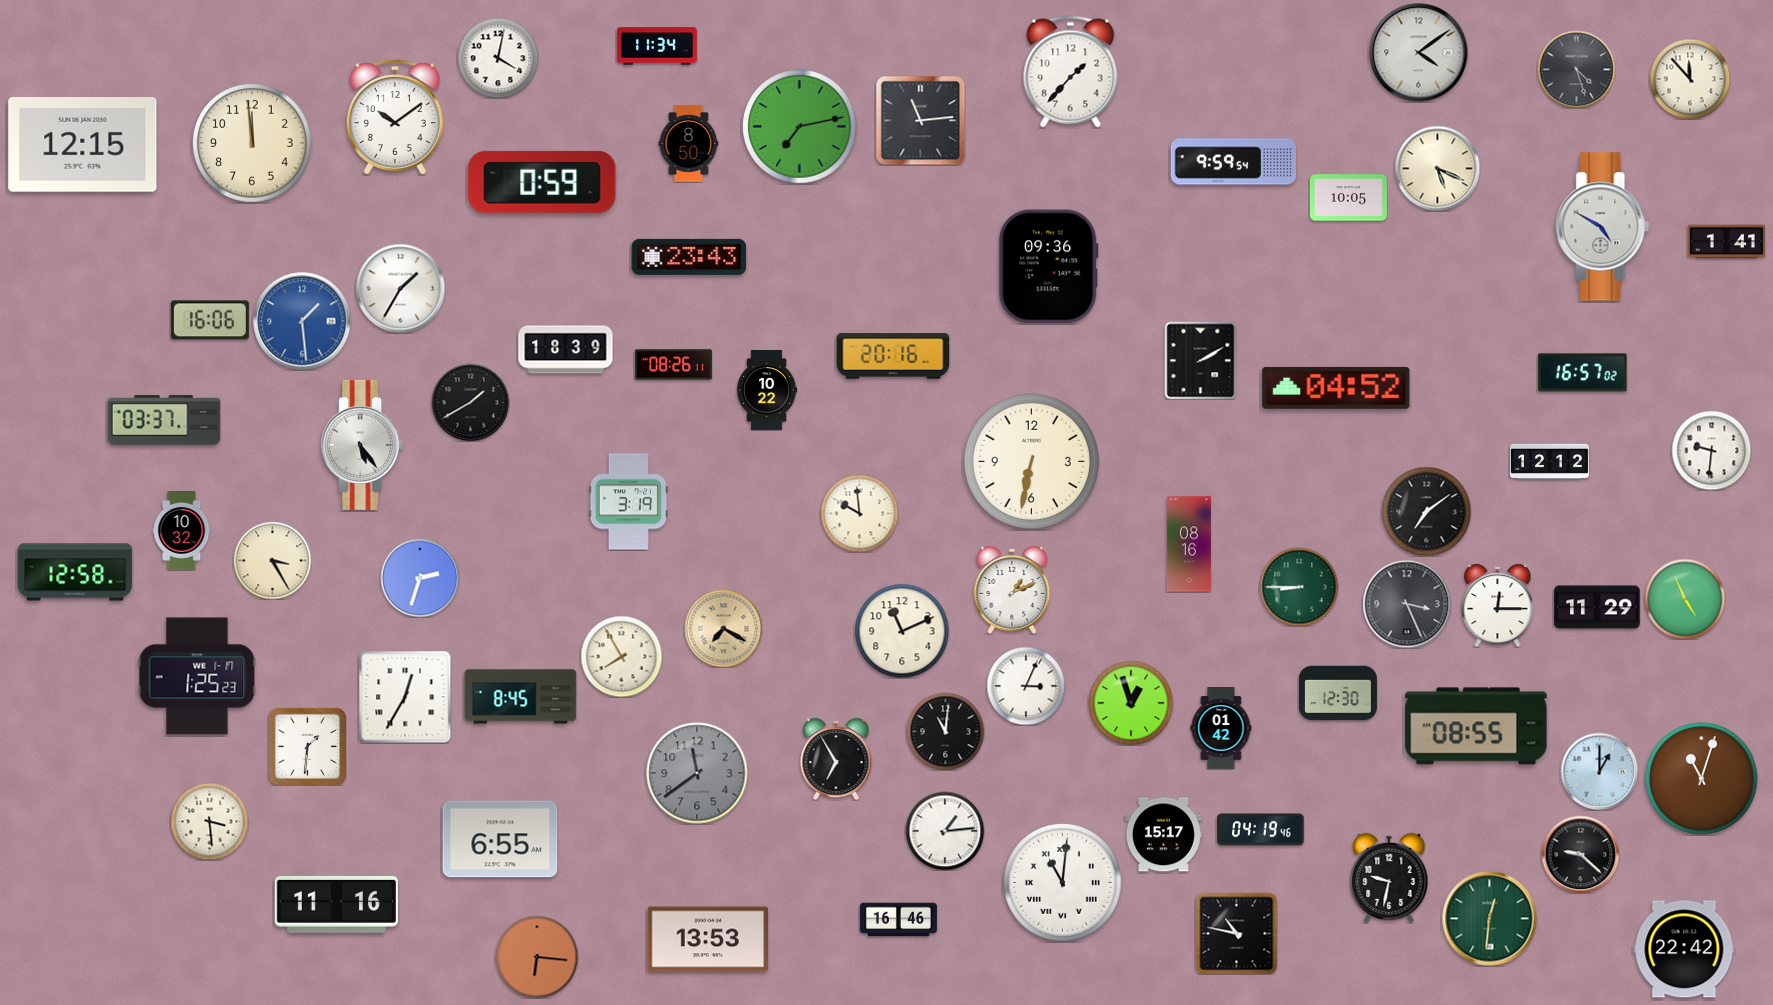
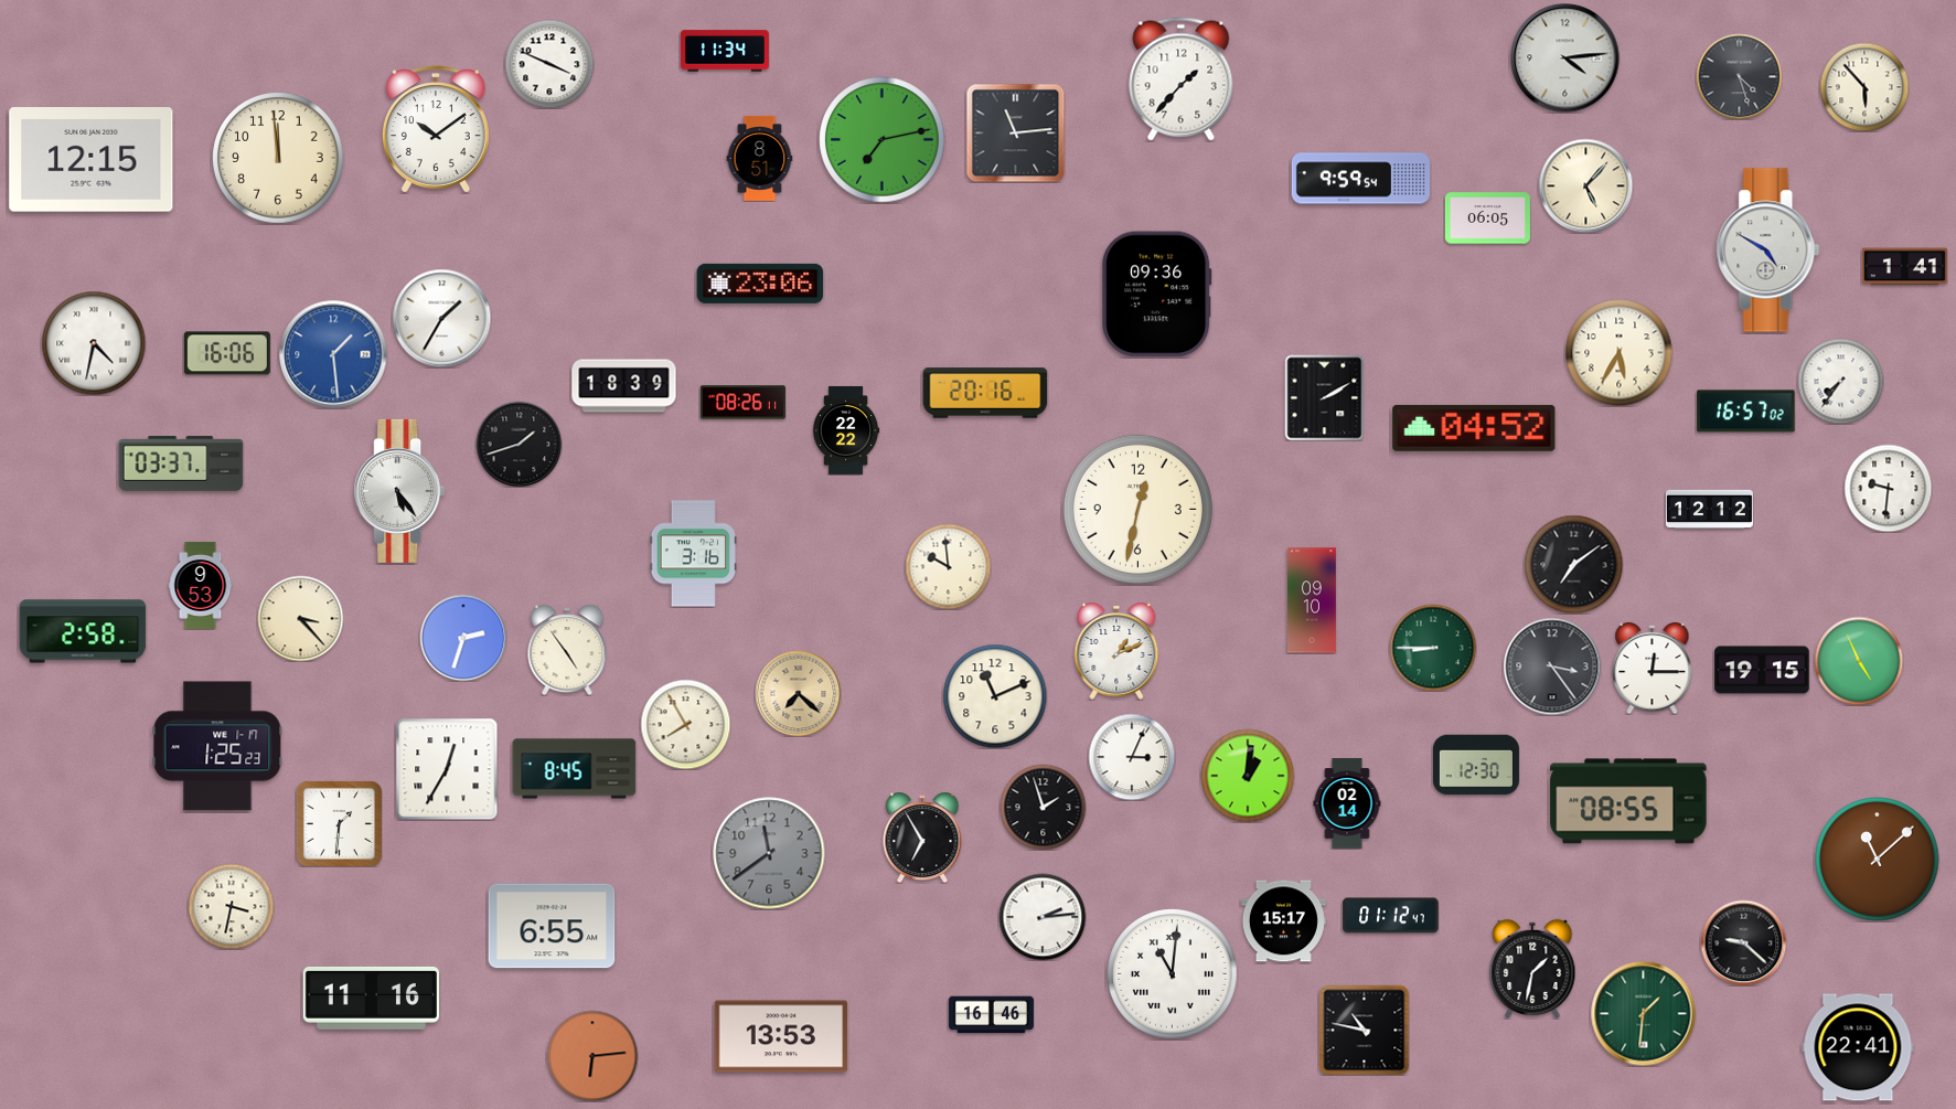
clock at (1419, 53): 4:09 -> 4:14
clock at (498, 58): 4:02 -> 3:49
clock at (1690, 79): 11:53 -> 5:53
clock at (689, 143): 8:50 -> 8:51
clock at (1437, 168): 5:19 -> 5:07
clock at (542, 182): 0:59 -> none
clock at (1348, 198): 10:05 -> 06:05
clock at (689, 257): 23:43 -> 23:06
clock at (94, 343): none -> 4:32
clock at (1618, 352): none -> 5:35
clock at (210, 320) position: (210, 320) -> (227, 353)
clock at (1840, 381): none -> 7:36
clock at (767, 390): 10:22 -> 22:22
clock at (470, 402): 1:40 -> 1:42
clock at (1711, 450) position: (1711, 450) -> (1888, 488)
clock at (1031, 461): 6:32 -> 12:32
clock at (628, 502): 3:19 -> 3:16
clock at (182, 530): 10:32 -> 9:53
clock at (1189, 544): 08:16 -> 09:10
clock at (272, 560): 3:25 -> 3:23
clock at (75, 572): 12:58 -> 2:58
clock at (567, 650): none -> 4:54
clock at (1407, 604): 3:26 -> 3:24
clock at (1597, 607): 11:29 -> 19:15
clock at (723, 628): 7:20 -> 7:22
clock at (1131, 703): 12:57 -> 1:01
clock at (1221, 728): 01:42 -> 02:14
clock at (945, 731): 11:01 -> 1:57
clock at (1599, 771): 1:00 -> none
clock at (1702, 779): 11:03 -> 11:08
clock at (209, 821): 3:29 -> 3:32
clock at (1261, 830): 04:19 -> 01:12
clock at (945, 831): 1:14 -> 2:14
clock at (1389, 878): 9:32 -> 1:32
clock at (1489, 918): 12:31 -> 1:31
clock at (1684, 949): 22:42 -> 22:41
clock at (537, 957): 6:16 -> 6:14
